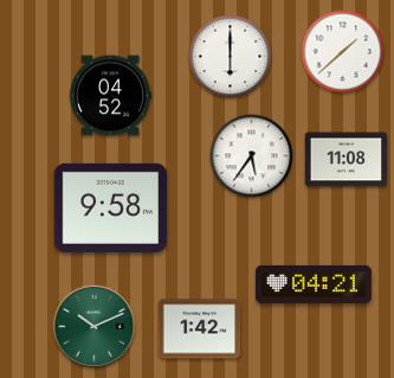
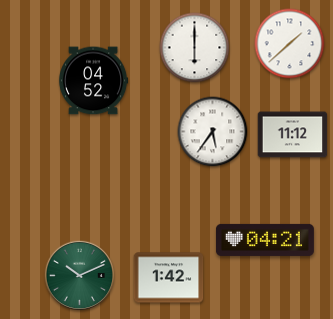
clock at (347, 160): 11:08 -> 11:12
clock at (111, 207): 9:58 -> none
